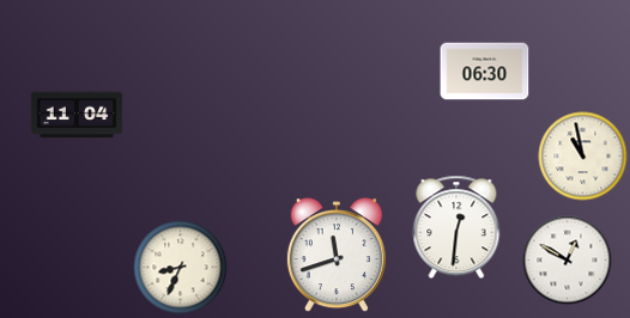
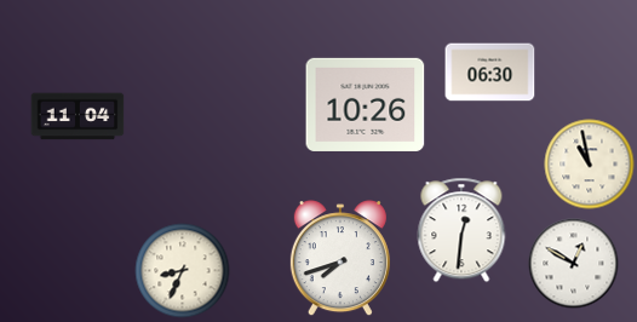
clock at (366, 104): none -> 10:26
clock at (583, 157) position: (583, 157) -> (590, 165)
clock at (337, 256): 11:42 -> 7:42
